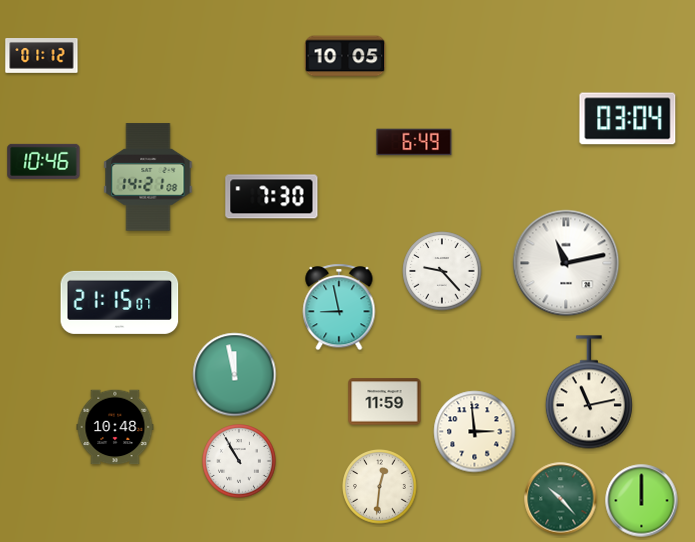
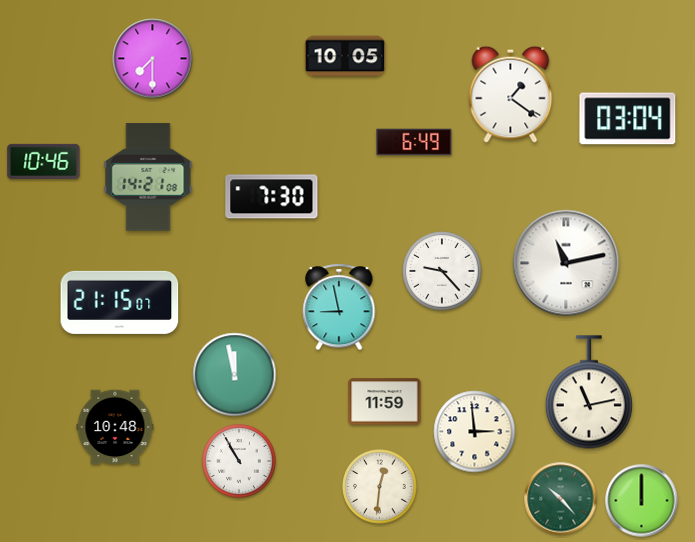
clock at (42, 56): 01:12 -> none
clock at (153, 59): none -> 7:30
clock at (511, 94): none -> 1:21
